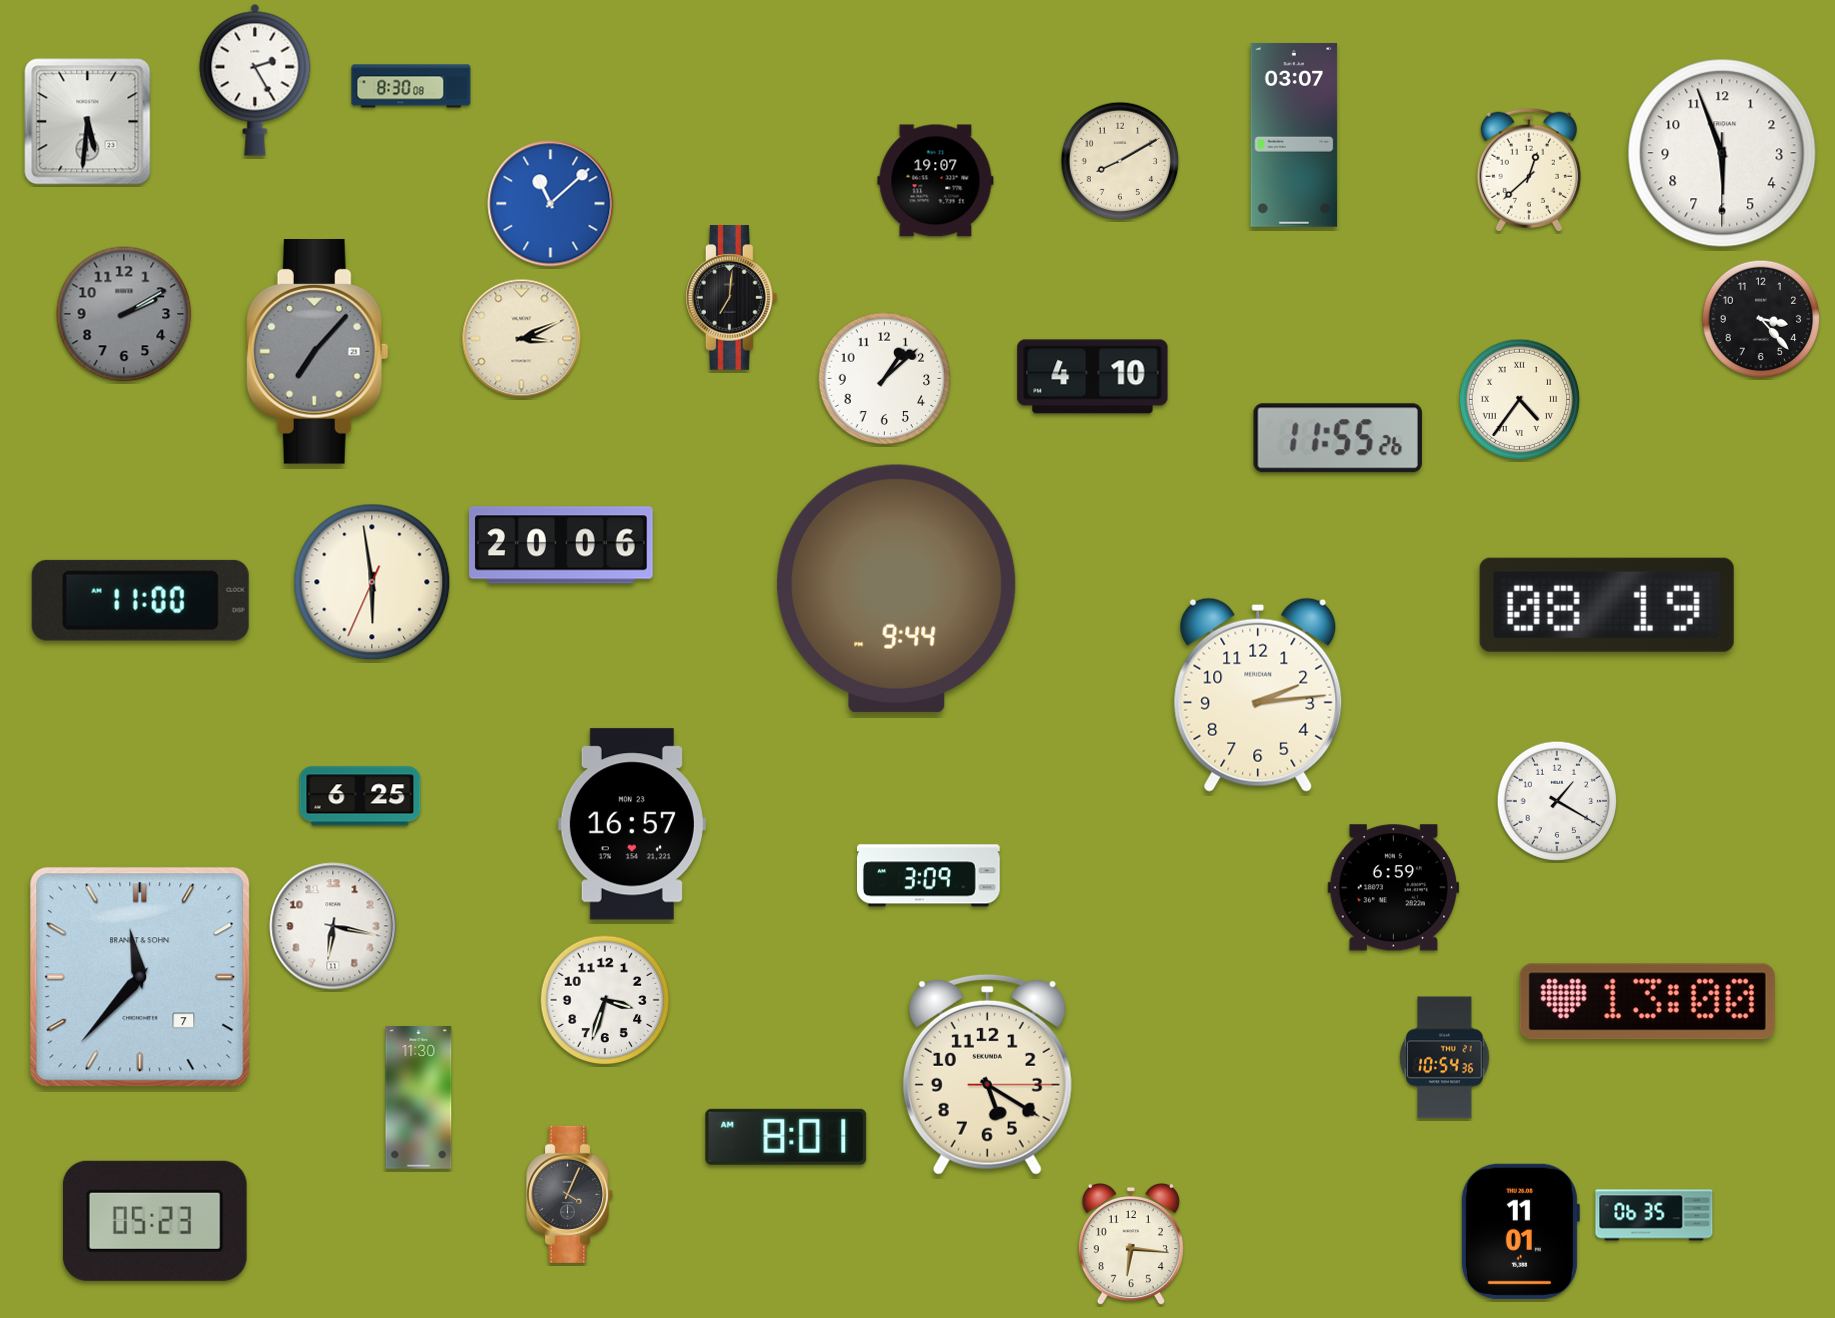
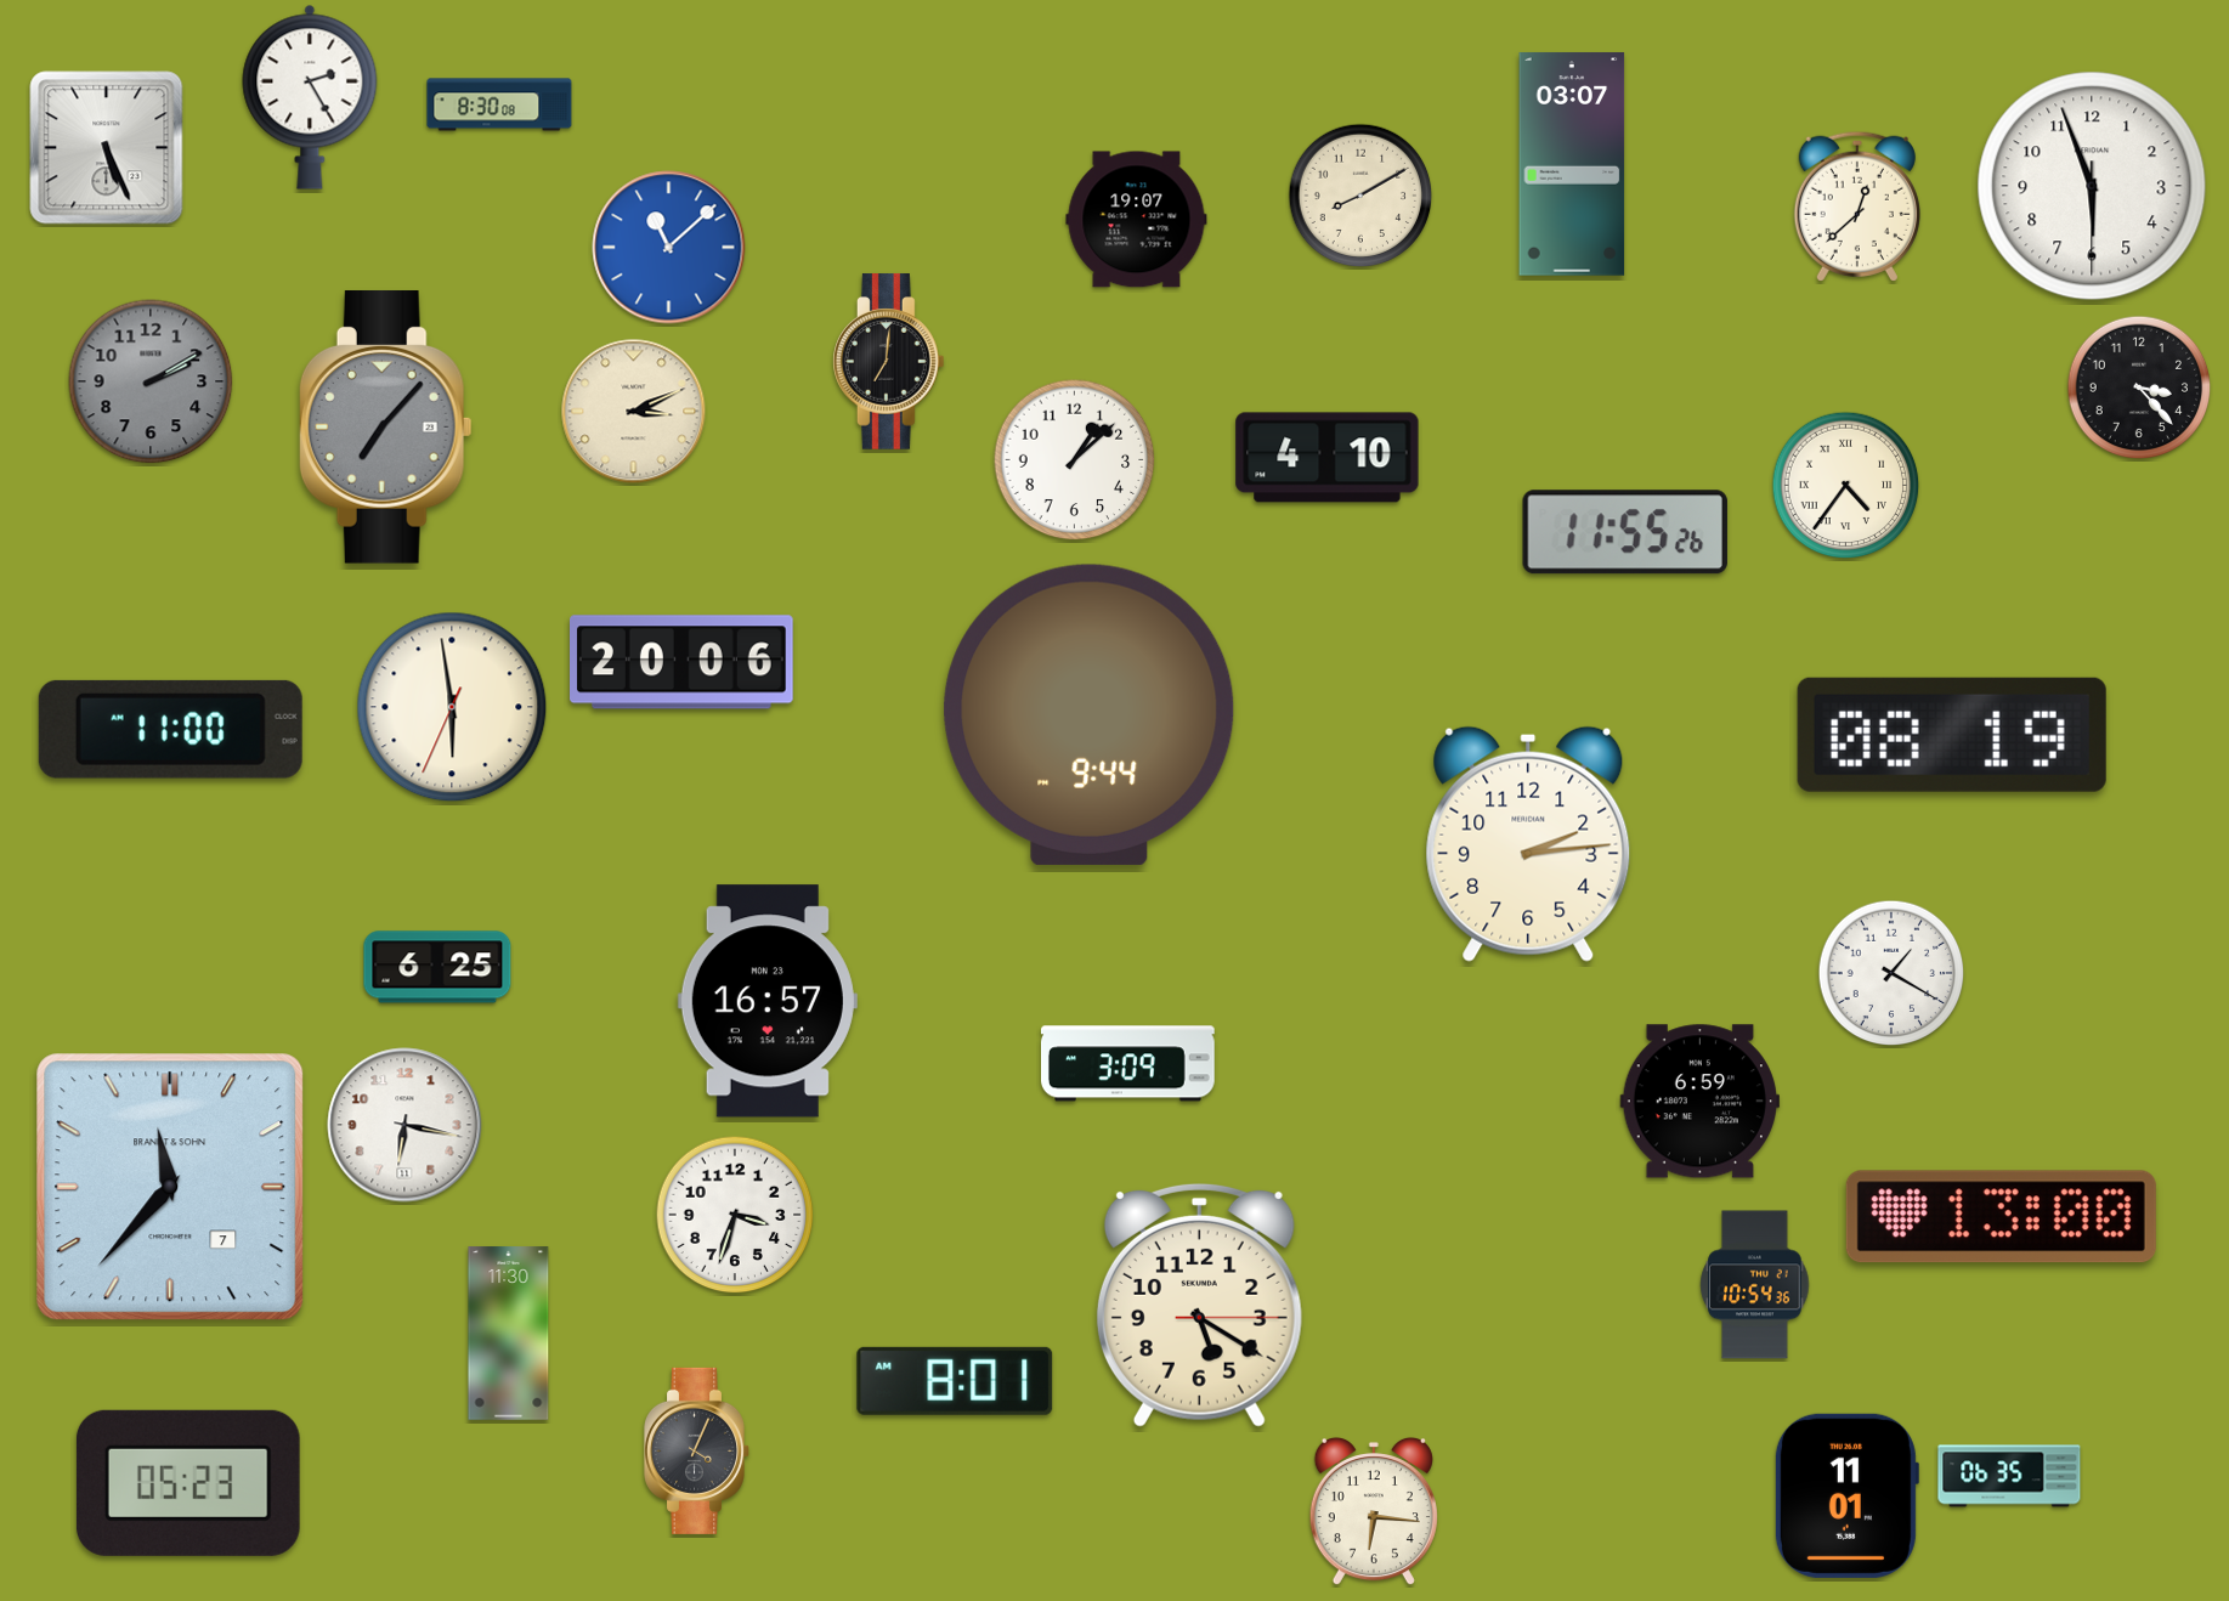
clock at (88, 122): 5:31 -> 5:26
clock at (1393, 888) position: (1393, 888) -> (1699, 1102)
clock at (569, 1194) position: (569, 1194) -> (696, 1450)
